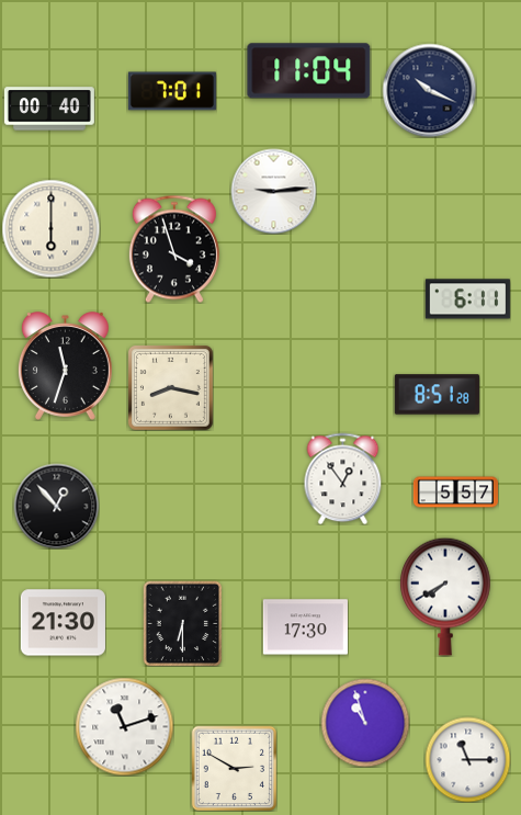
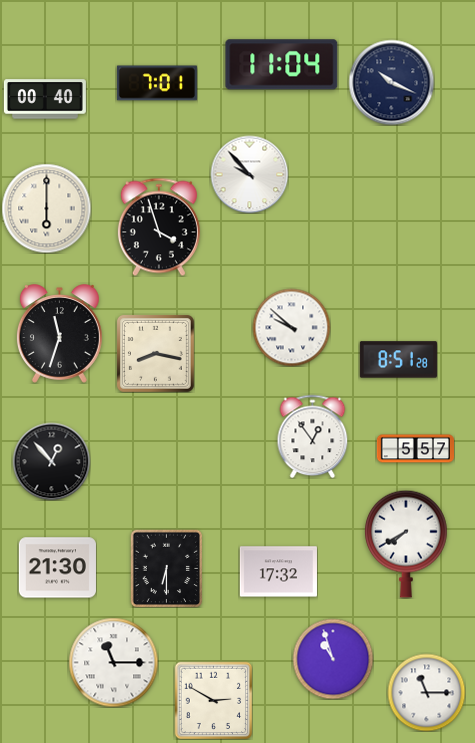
clock at (273, 191): 9:14 -> 9:53
clock at (467, 299): 6:11 -> none
clock at (291, 327): none -> 9:52
clock at (305, 627): 17:30 -> 17:32
clock at (124, 726): 11:12 -> 11:15
